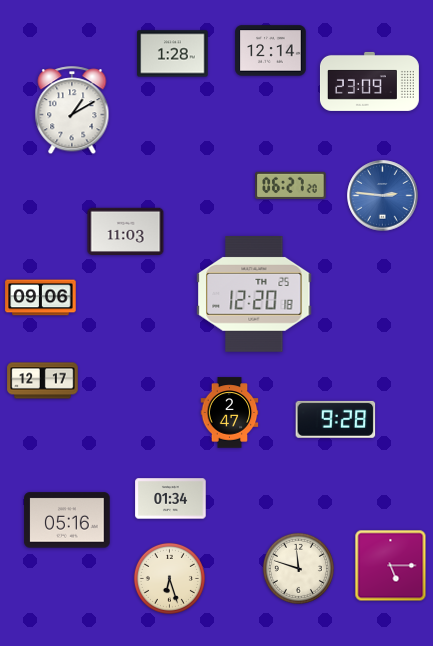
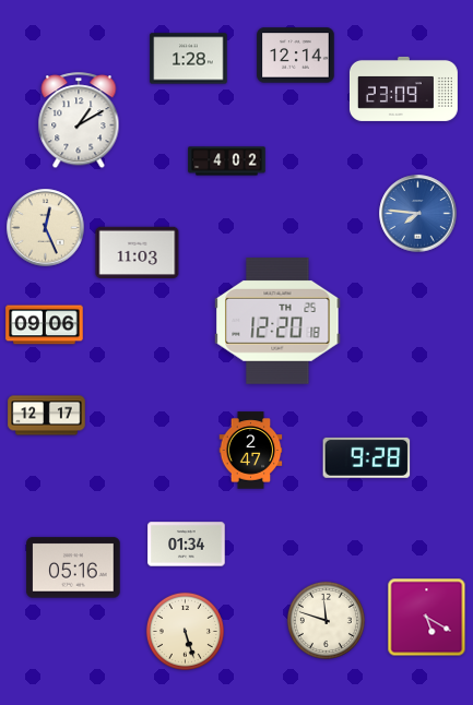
clock at (227, 162): none -> 4:02
clock at (291, 185): 06:27 -> none
clock at (383, 196): 2:46 -> 7:46
clock at (46, 228): none -> 12:26
clock at (391, 566): 5:15 -> 5:20
clock at (169, 578): 6:27 -> 5:27
